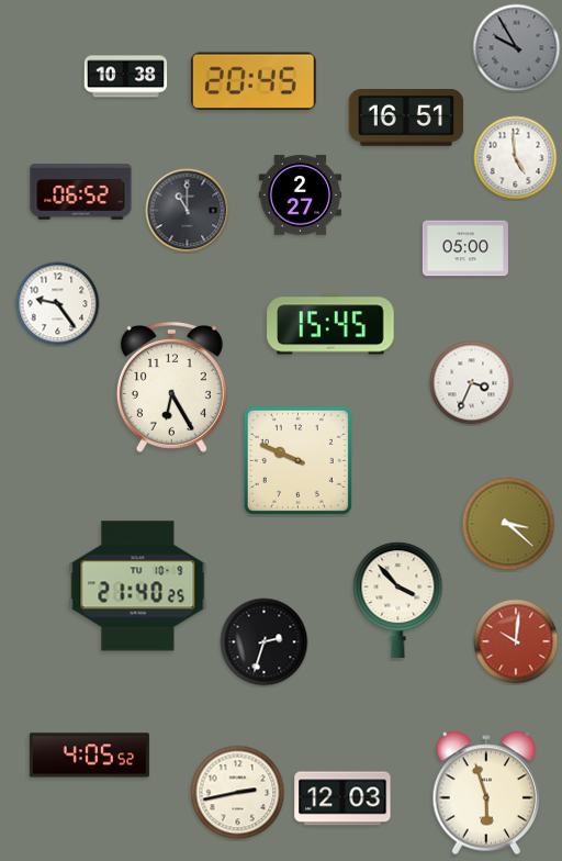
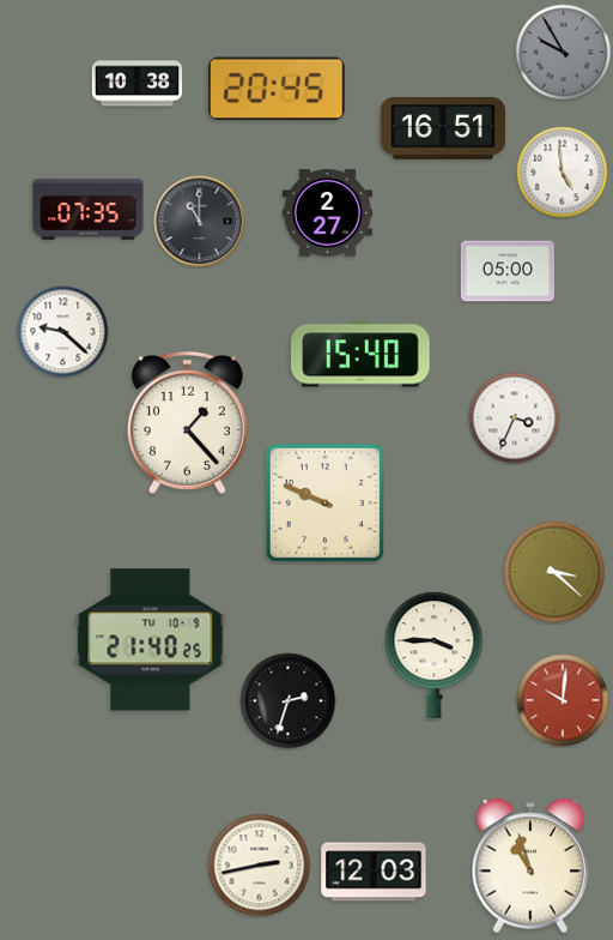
clock at (81, 192): 06:52 -> 07:35
clock at (188, 211) position: (188, 211) -> (200, 222)
clock at (58, 304): 9:24 -> 9:22
clock at (330, 324): 15:45 -> 15:40
clock at (171, 387): 6:25 -> 1:23
clock at (398, 601): 3:53 -> 3:45
clock at (89, 756): 4:05 -> none
clock at (486, 793): 5:57 -> 10:57
